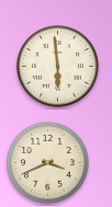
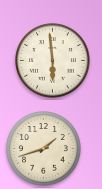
clock at (48, 163): 3:41 -> 1:42
